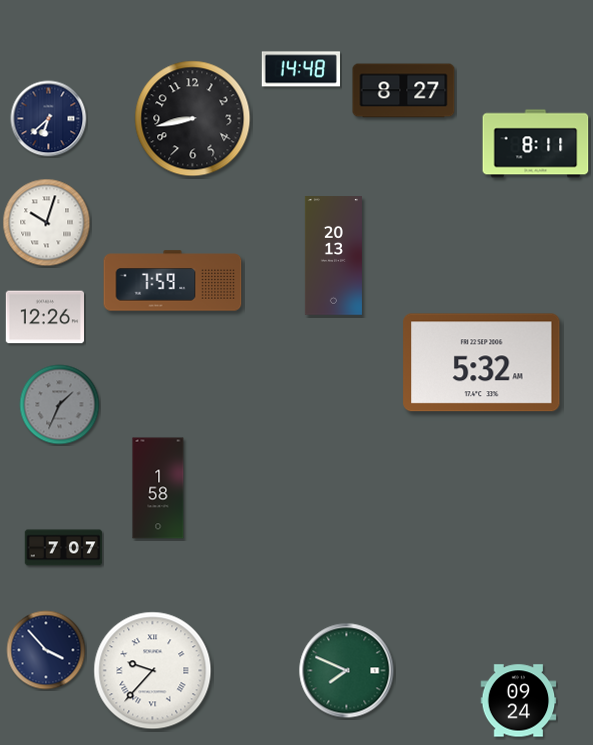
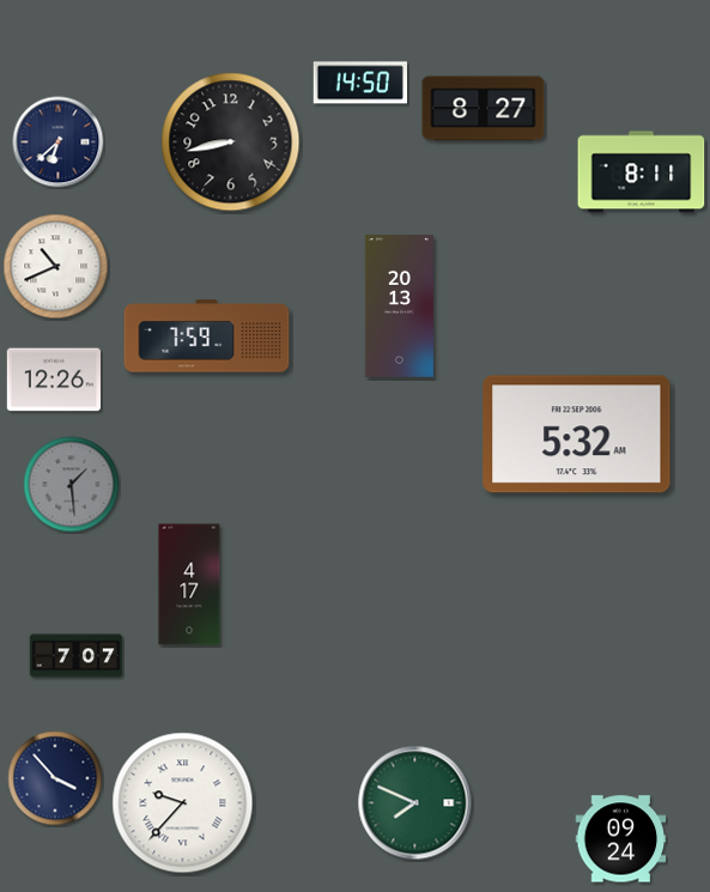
clock at (300, 69): 14:48 -> 14:50
clock at (47, 223): 10:03 -> 10:41
clock at (60, 405): 1:34 -> 1:29
clock at (158, 488): 1:58 -> 4:17
